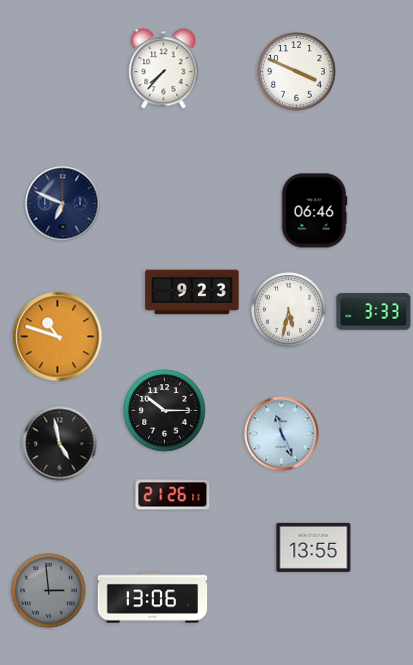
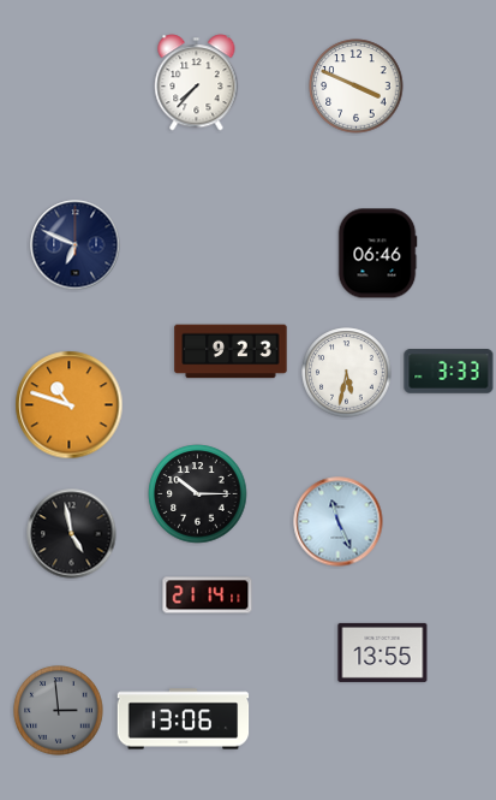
clock at (374, 312) position: (374, 312) -> (449, 372)
clock at (173, 495): 21:26 -> 21:14
clock at (314, 547) position: (314, 547) -> (383, 652)
